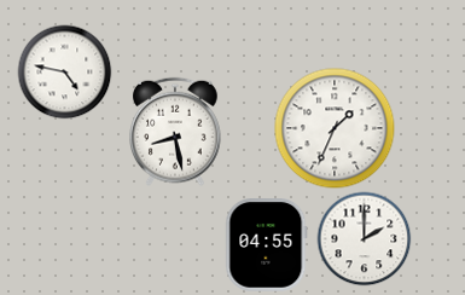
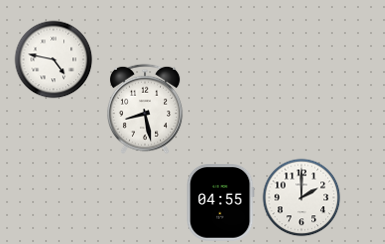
clock at (335, 128): 1:34 -> none
